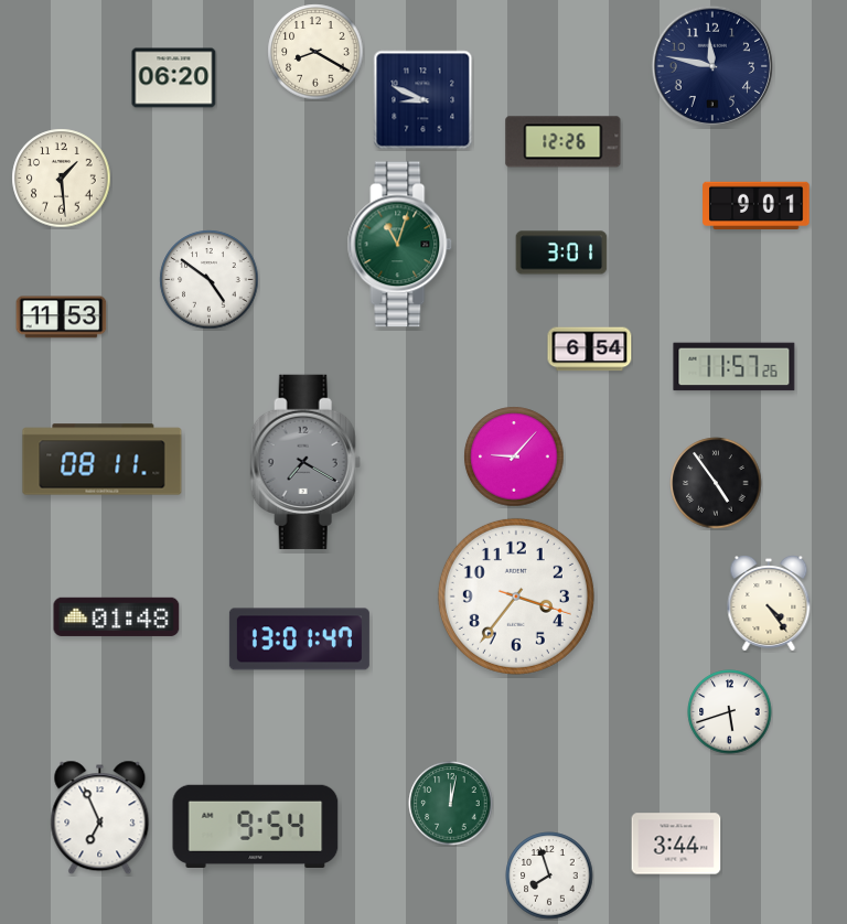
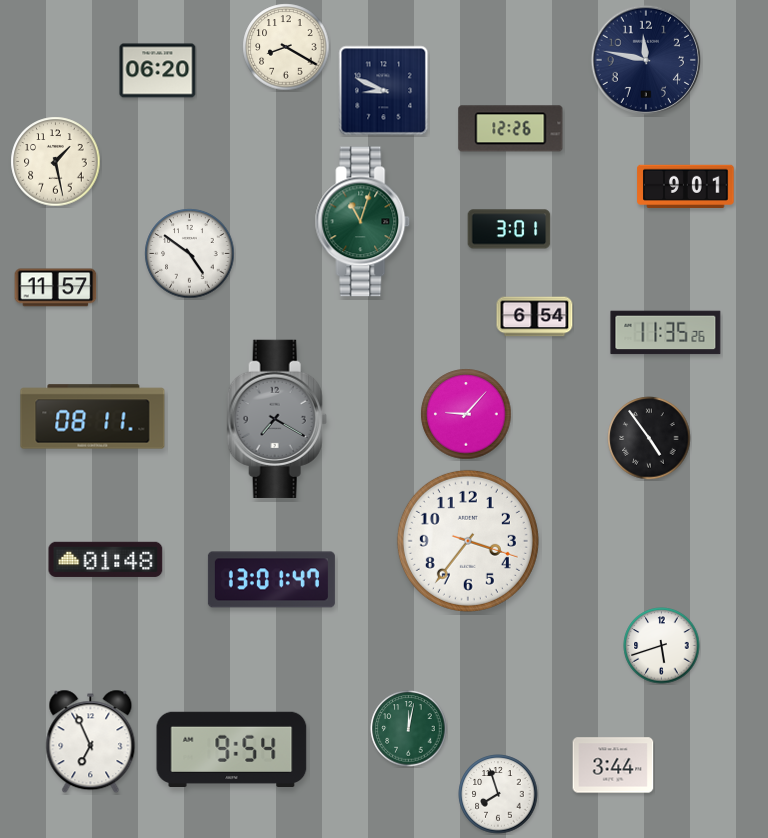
clock at (62, 179): 1:29 -> 1:28
clock at (62, 318): 11:53 -> 11:57
clock at (735, 367): 11:57 -> 11:35
clock at (769, 604): 4:24 -> none
